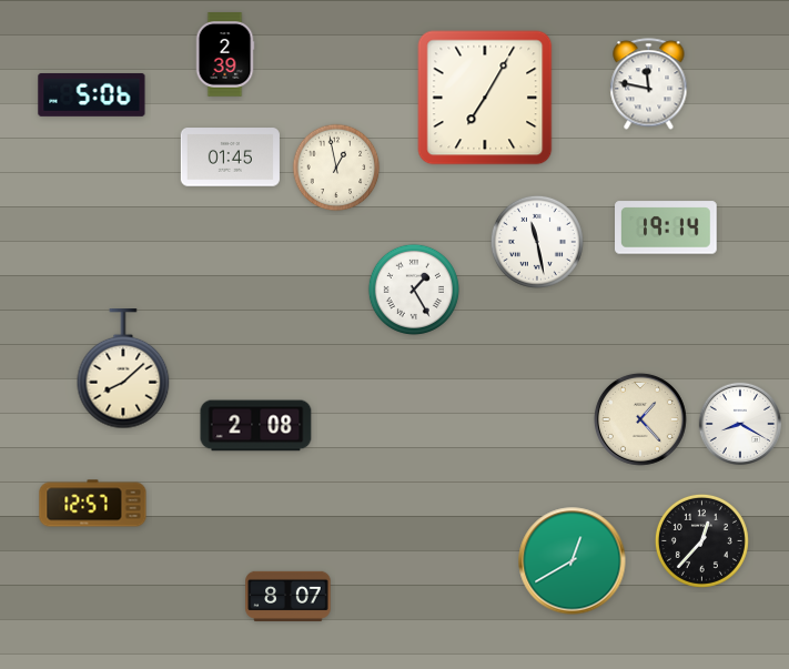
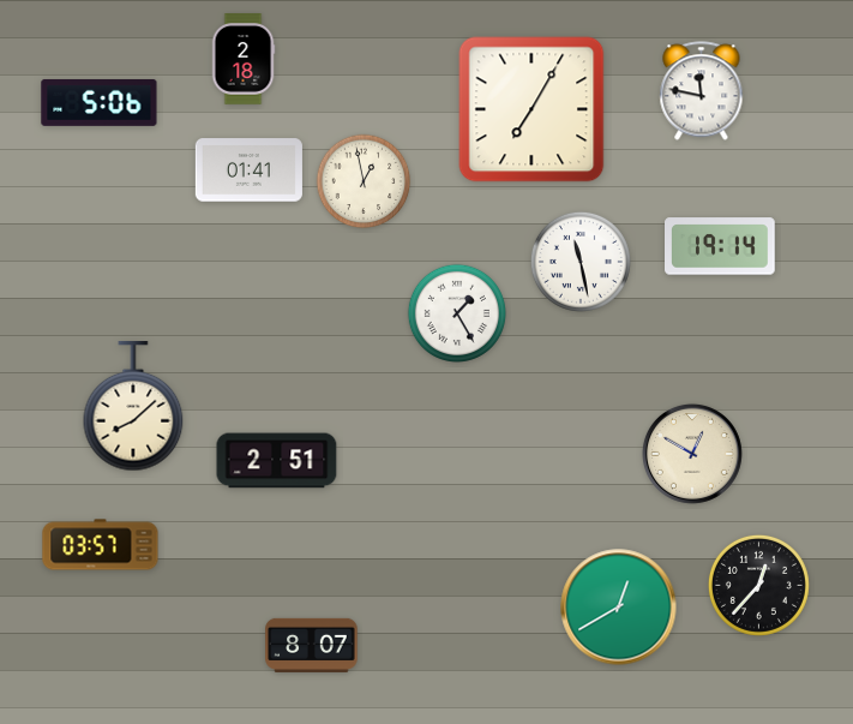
clock at (225, 54): 2:39 -> 2:18
clock at (485, 98) position: (485, 98) -> (531, 109)
clock at (230, 158): 01:45 -> 01:41
clock at (414, 290) position: (414, 290) -> (457, 313)
clock at (123, 369) position: (123, 369) -> (133, 407)
clock at (640, 419): 1:23 -> 12:50
clock at (740, 424): 8:20 -> none
clock at (256, 426): 2:08 -> 2:51
clock at (93, 504): 12:57 -> 03:57
